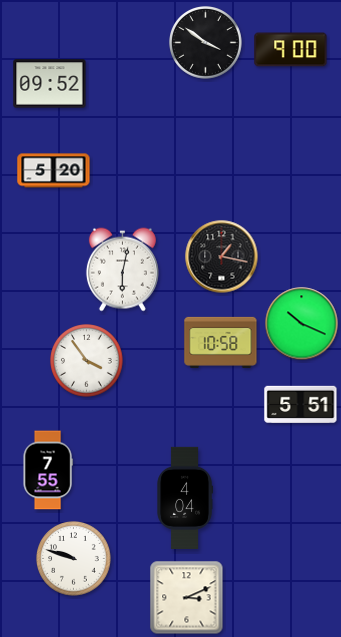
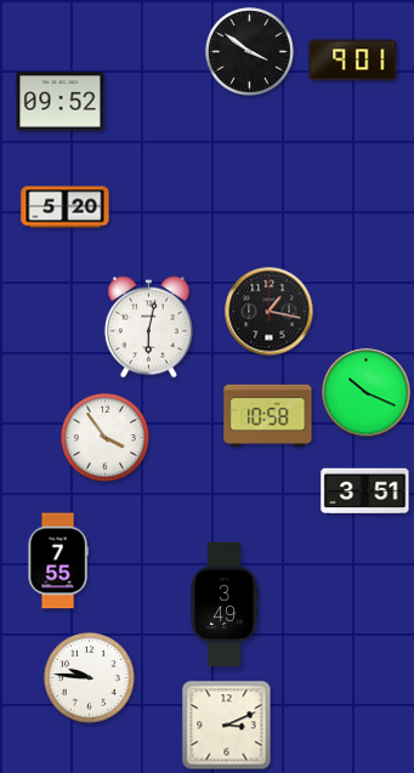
clock at (291, 50): 9:00 -> 9:01
clock at (301, 404): 5:51 -> 3:51
clock at (48, 470) position: (48, 470) -> (58, 561)
clock at (185, 497): 4:04 -> 3:49
clock at (74, 559): 9:48 -> 9:46
